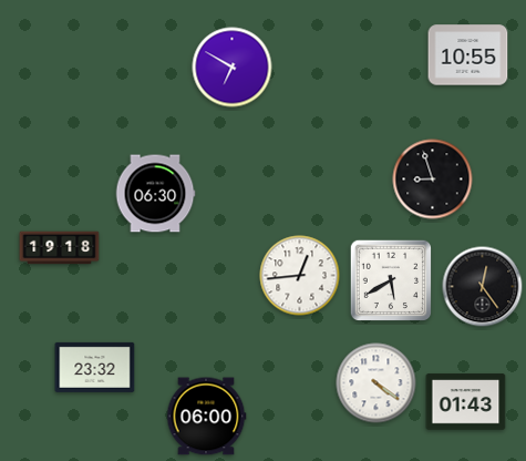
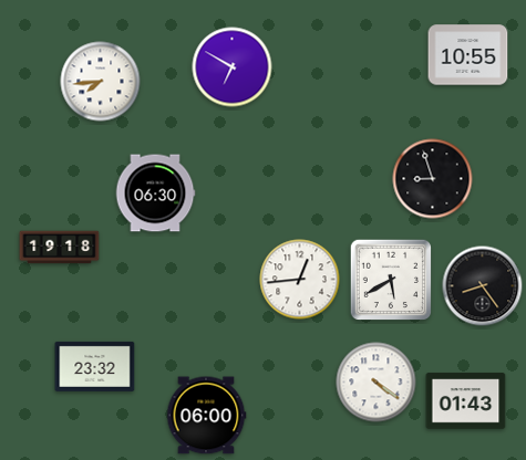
clock at (101, 82): none -> 7:44
clock at (300, 276) position: (300, 276) -> (300, 280)
clock at (483, 287): 12:24 -> 8:24
